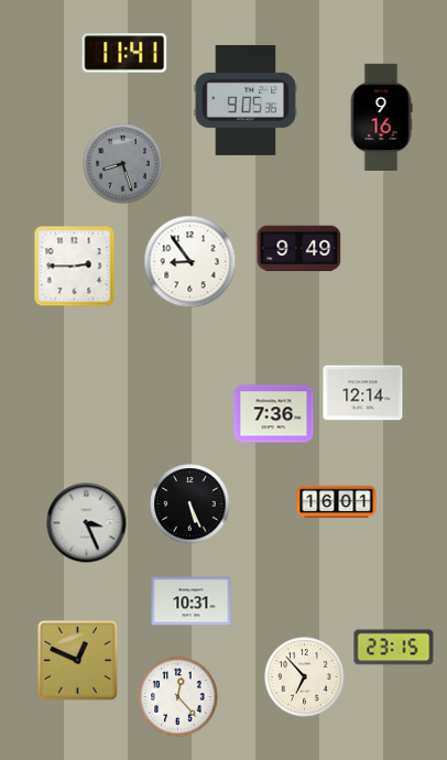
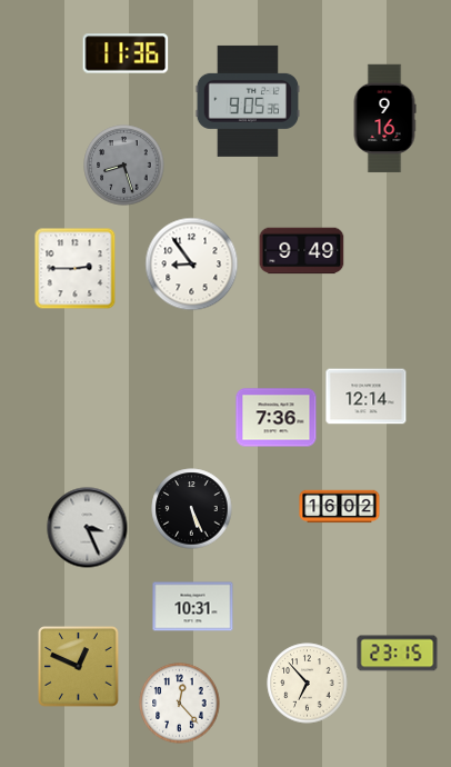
clock at (124, 53): 11:41 -> 11:36
clock at (337, 502): 16:01 -> 16:02
